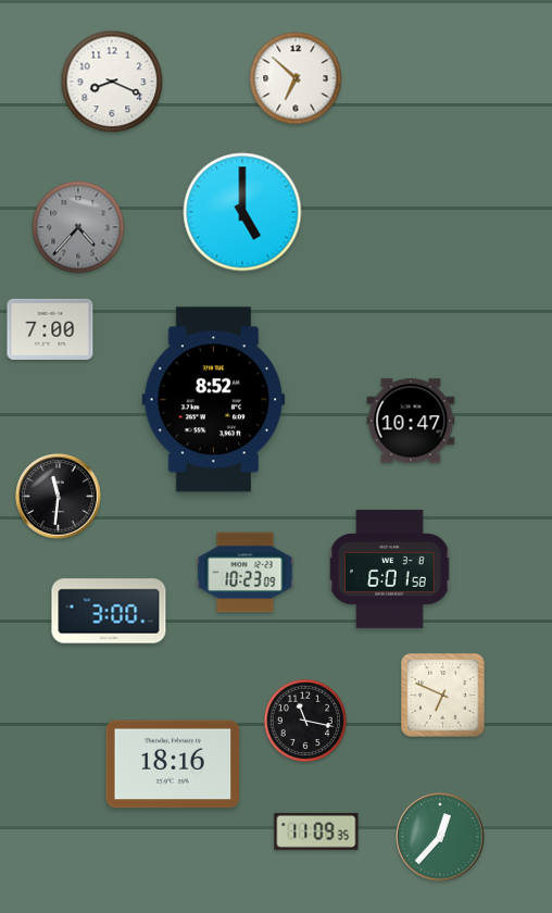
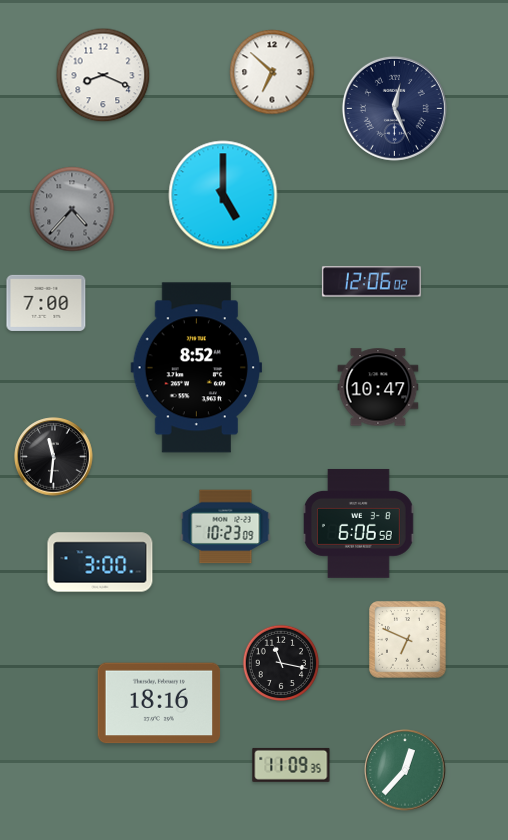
clock at (394, 108): none -> 12:26
clock at (371, 282): none -> 12:06
clock at (390, 568): 6:01 -> 6:06
